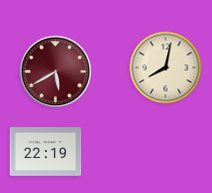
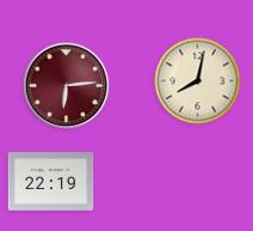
clock at (56, 72): 5:40 -> 6:14
clock at (46, 152) position: (46, 152) -> (51, 182)
